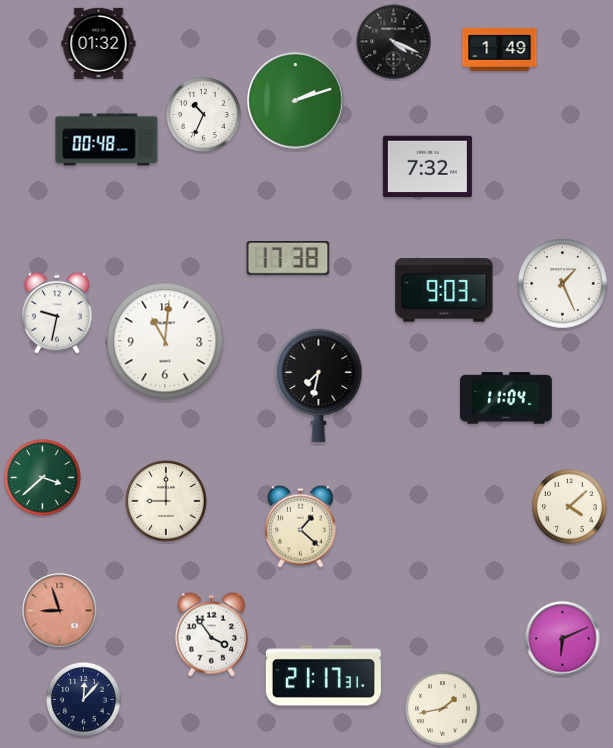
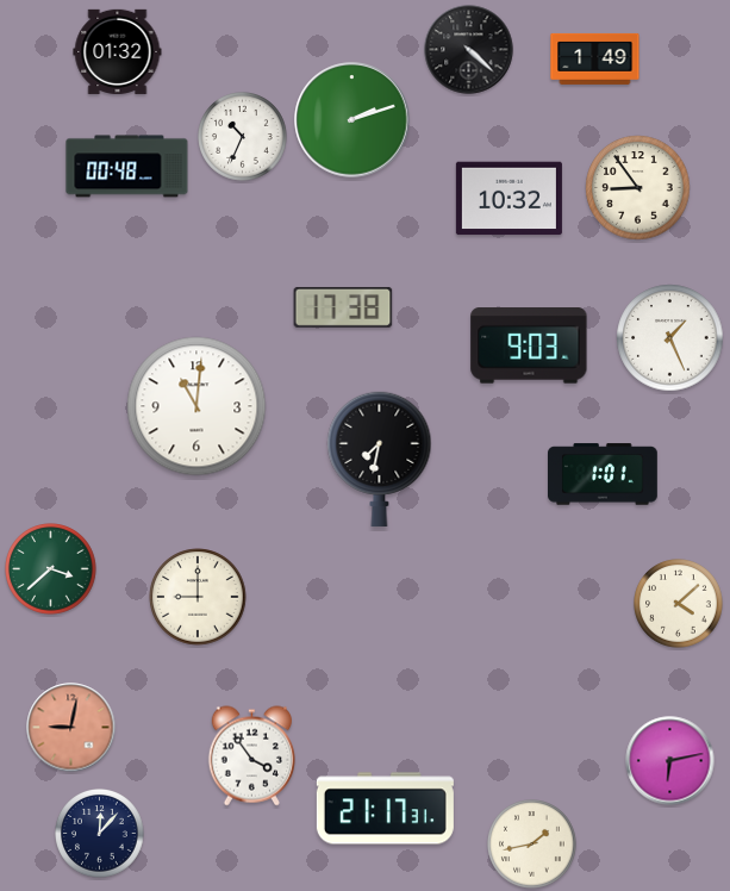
clock at (394, 42): 4:19 -> 4:22
clock at (638, 188): none -> 8:54
clock at (427, 167): 7:32 -> 10:32
clock at (58, 313): 9:32 -> none
clock at (507, 398): 11:04 -> 1:01
clock at (300, 526): 1:22 -> none
clock at (60, 611): 8:57 -> 9:02
clock at (563, 639): 6:11 -> 6:13
clock at (323, 676) position: (323, 676) -> (385, 809)
clock at (443, 709) position: (443, 709) -> (532, 845)
